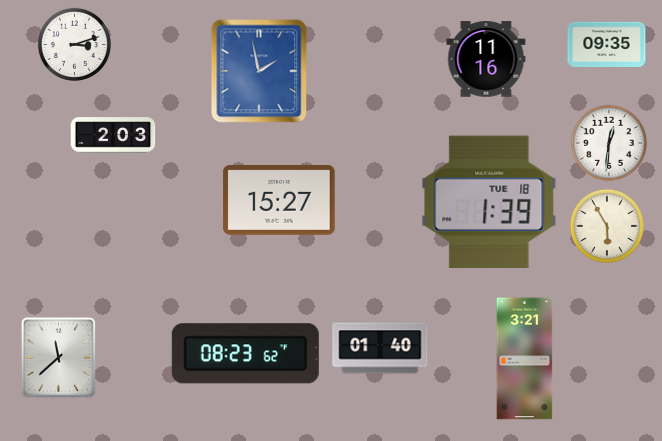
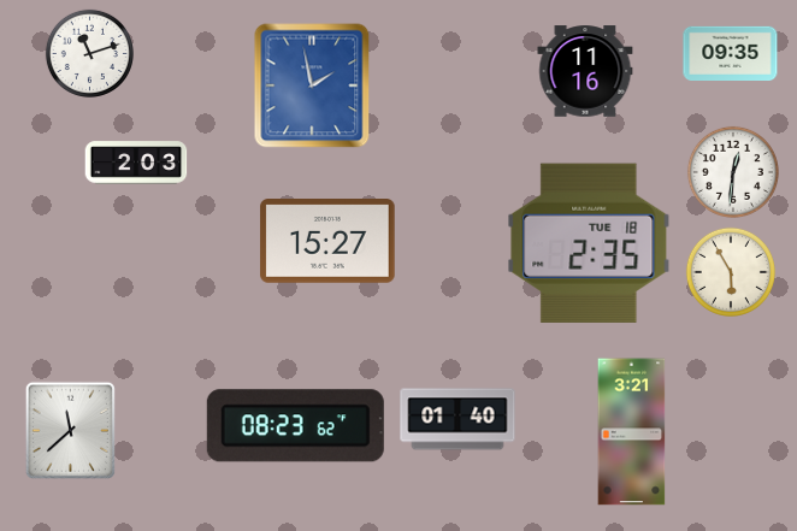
clock at (74, 44): 3:12 -> 11:12
clock at (279, 201) position: (279, 201) -> (327, 242)
clock at (489, 202): 1:39 -> 2:35
